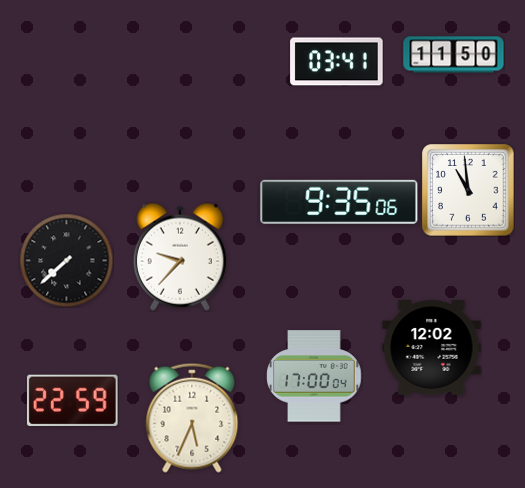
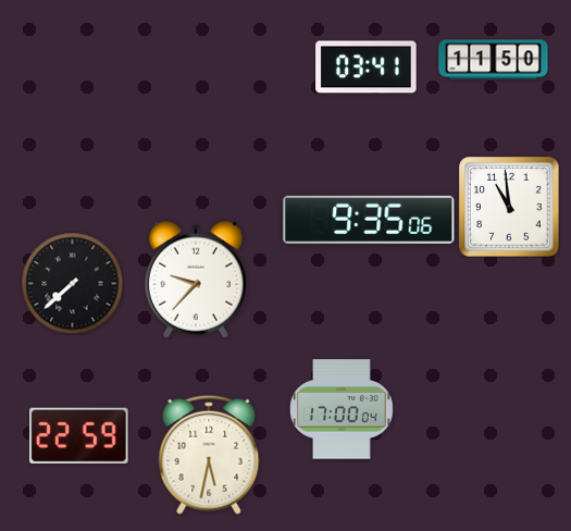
clock at (432, 348): 12:02 -> none
clock at (192, 418): 5:34 -> 5:32
